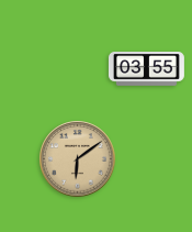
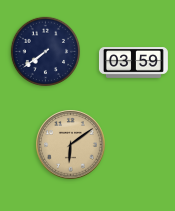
clock at (46, 52): none -> 7:39
clock at (146, 69): 03:55 -> 03:59
